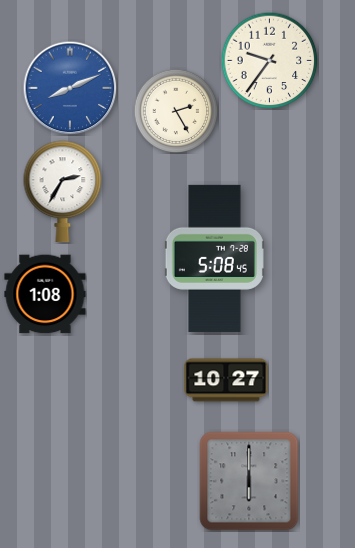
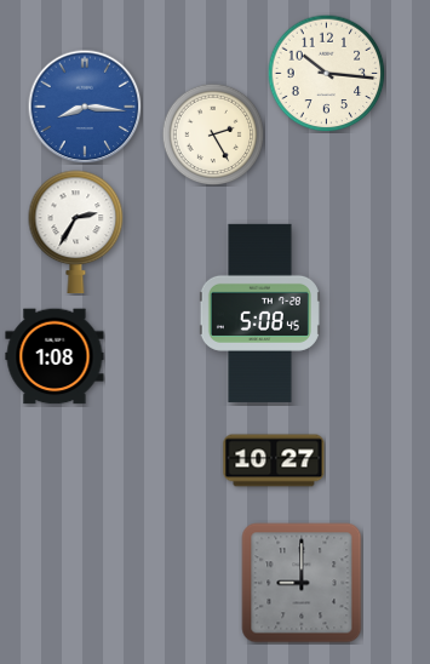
clock at (269, 60): 9:36 -> 10:16
clock at (70, 88): 8:11 -> 8:16
clock at (249, 481): 6:00 -> 9:00
